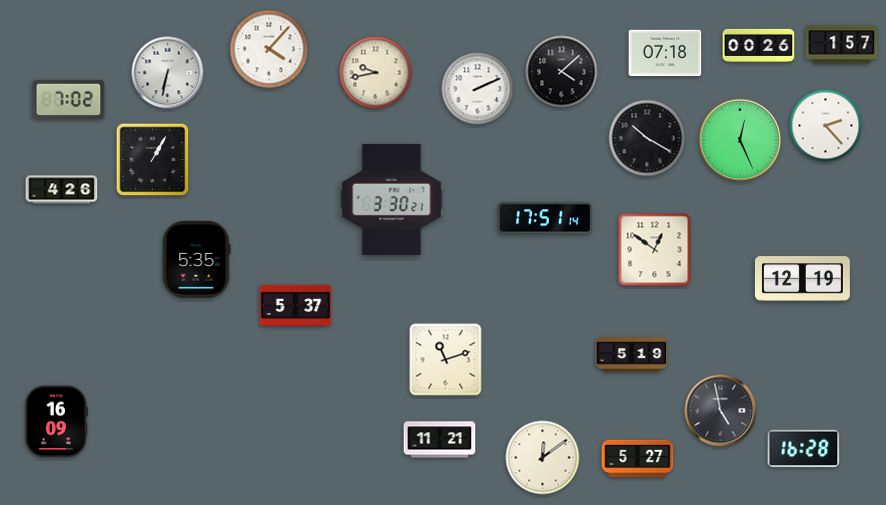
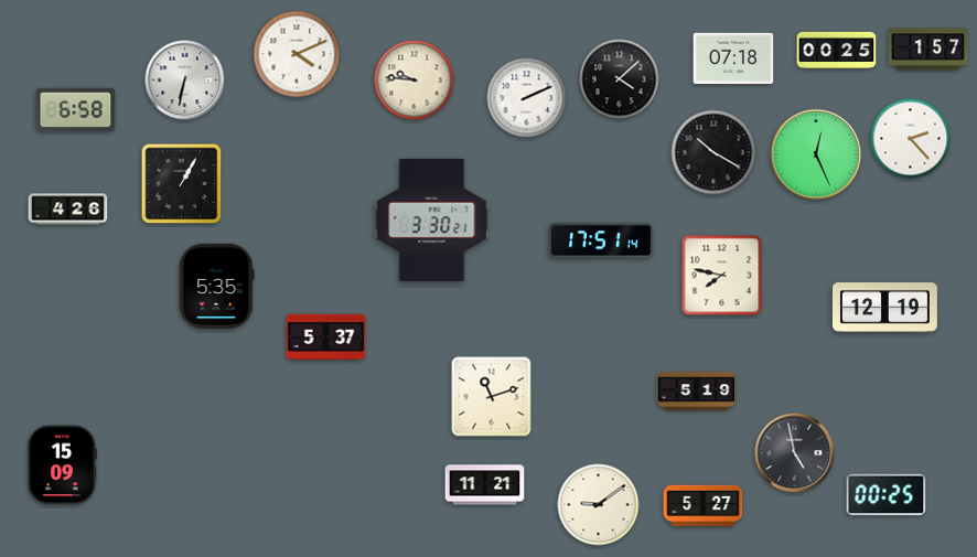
clock at (759, 45): 00:26 -> 00:25
clock at (269, 49): 4:07 -> 4:11
clock at (376, 73): 9:43 -> 9:46
clock at (69, 99): 7:02 -> 6:58
clock at (153, 160) position: (153, 160) -> (182, 184)
clock at (655, 250): 12:51 -> 7:47
clock at (56, 422): 16:09 -> 15:09
clock at (804, 449): 16:28 -> 00:25
clock at (543, 458): 12:09 -> 9:09
